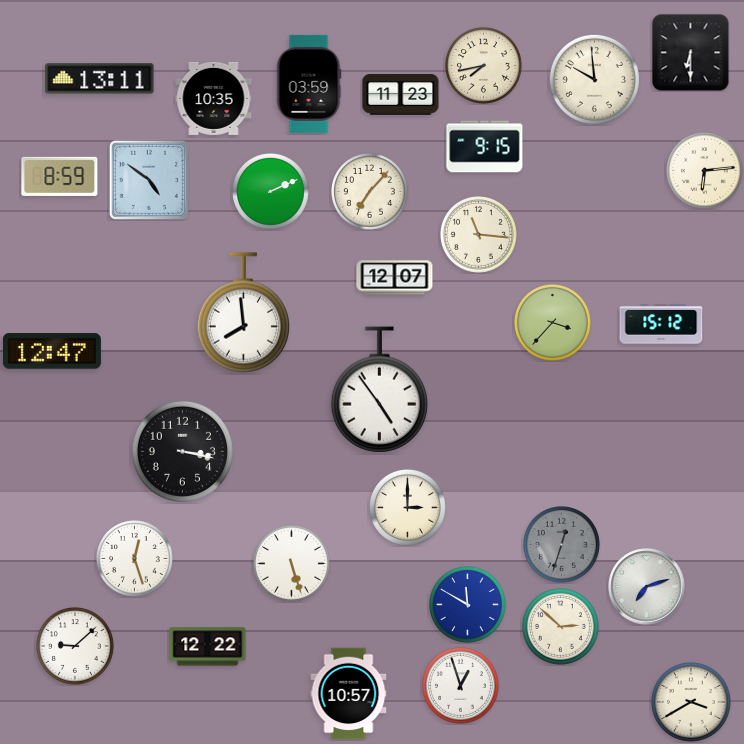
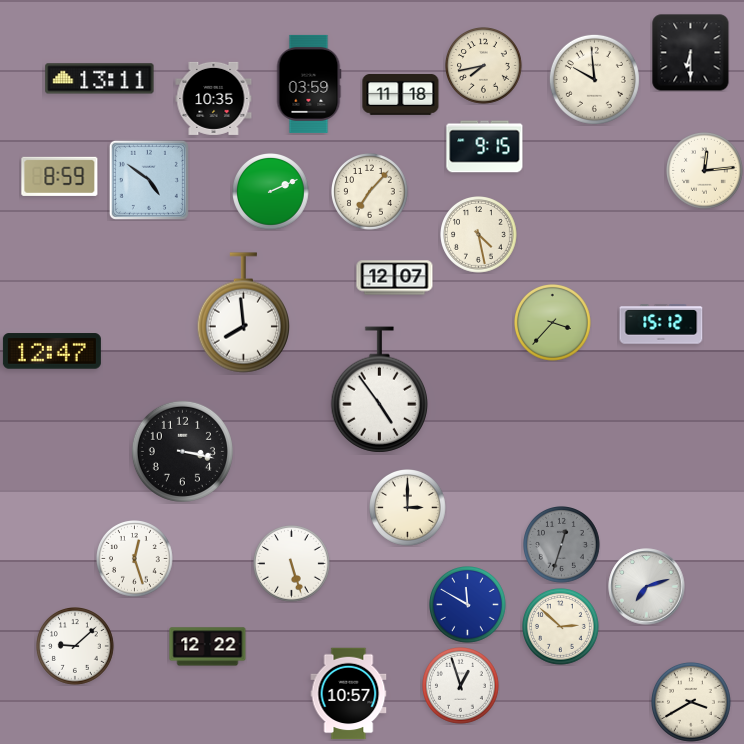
clock at (401, 95): 11:23 -> 11:18
clock at (705, 171): 6:14 -> 12:14
clock at (479, 235): 11:16 -> 4:28
